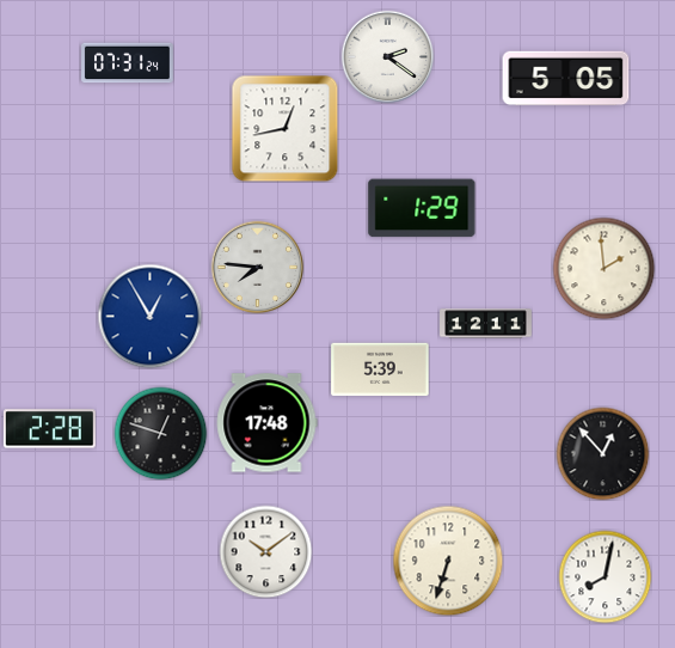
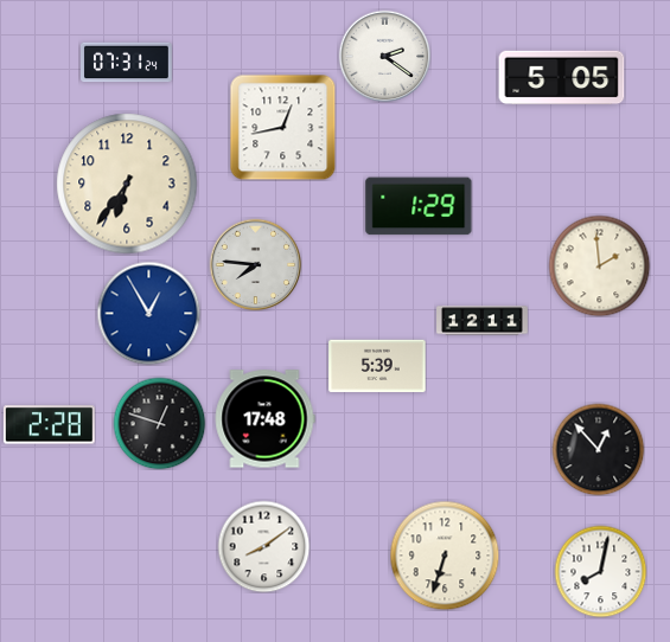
clock at (127, 184): none -> 6:36
clock at (160, 433) position: (160, 433) -> (159, 423)
clock at (265, 551): 10:09 -> 8:09
